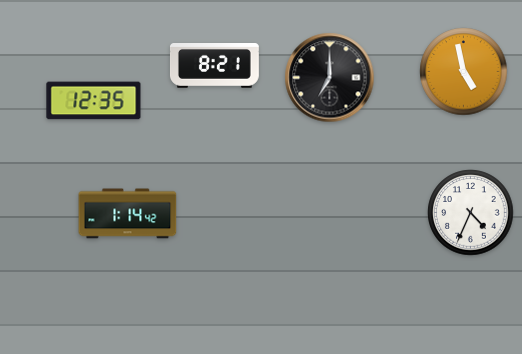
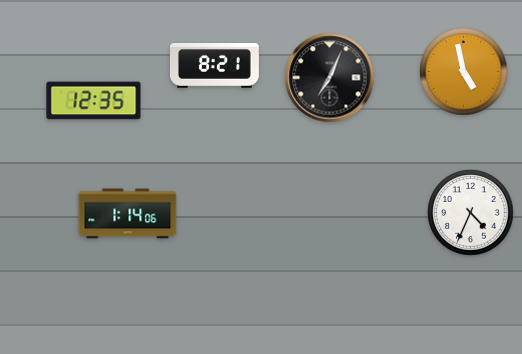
clock at (330, 78): 7:00 -> 7:04
clock at (128, 214): 1:14:42 -> 1:14:06
